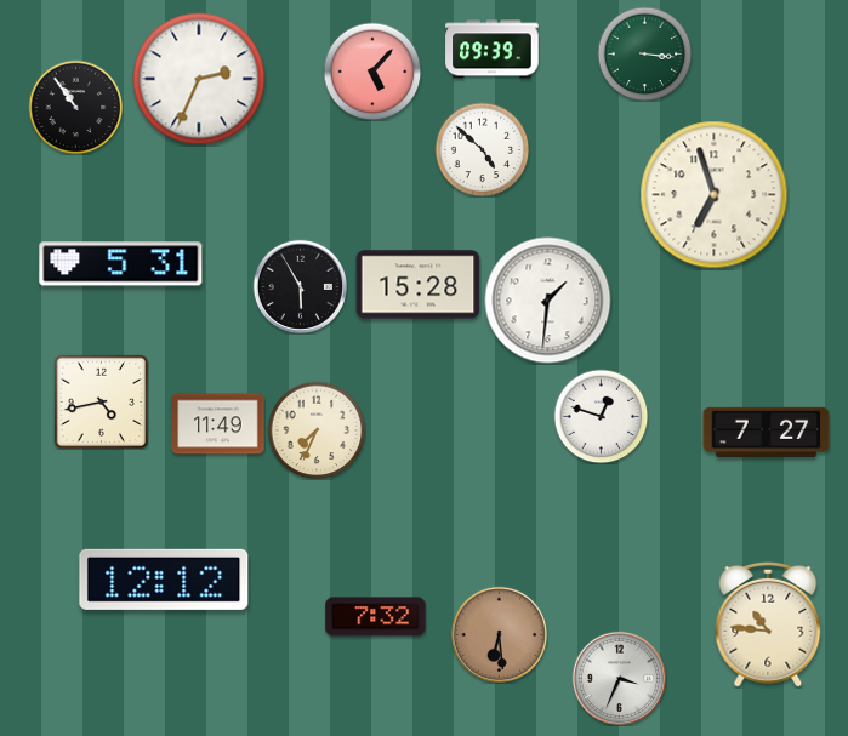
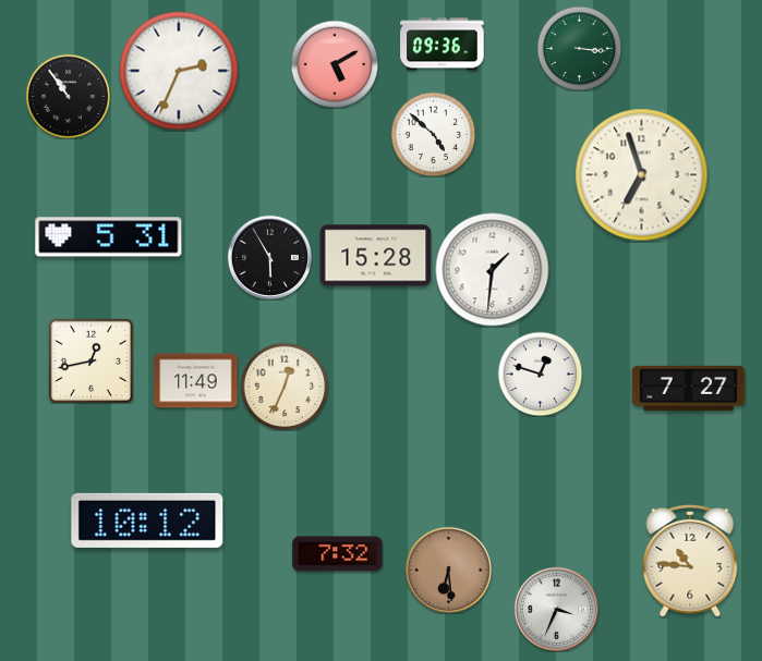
clock at (493, 50): 09:39 -> 09:36
clock at (372, 72): 5:07 -> 5:10
clock at (101, 401): 4:43 -> 12:43
clock at (317, 430): 7:34 -> 12:34
clock at (164, 580): 12:12 -> 10:12
